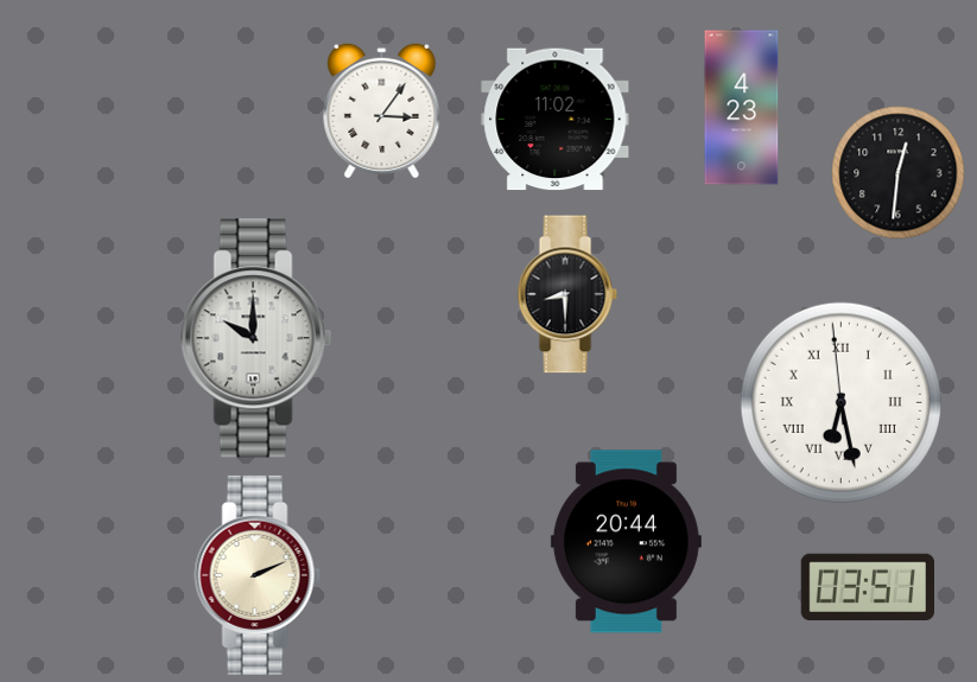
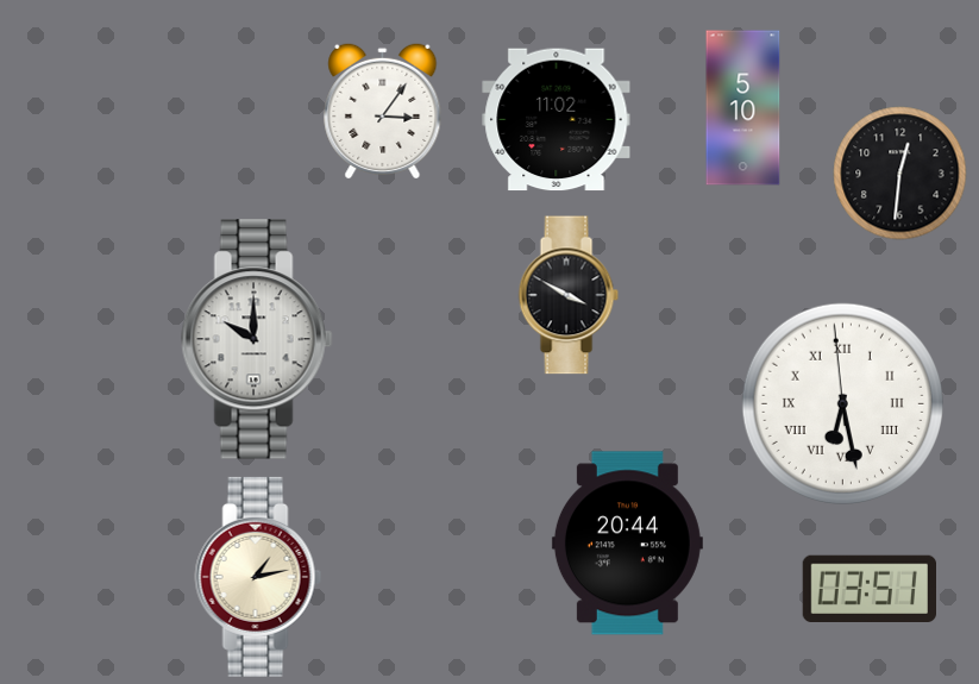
clock at (742, 108): 4:23 -> 5:10
clock at (567, 294): 8:30 -> 3:50
clock at (258, 575): 2:11 -> 1:13
